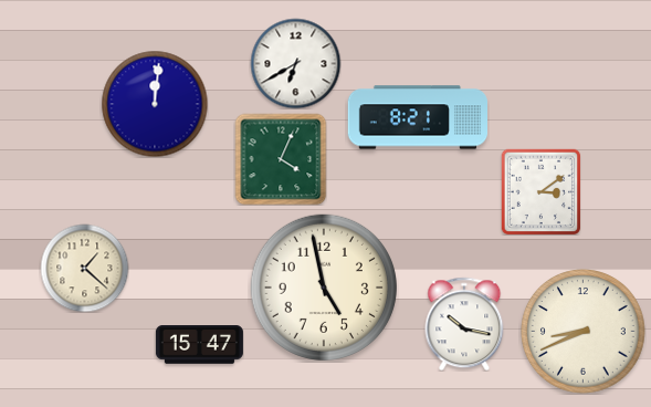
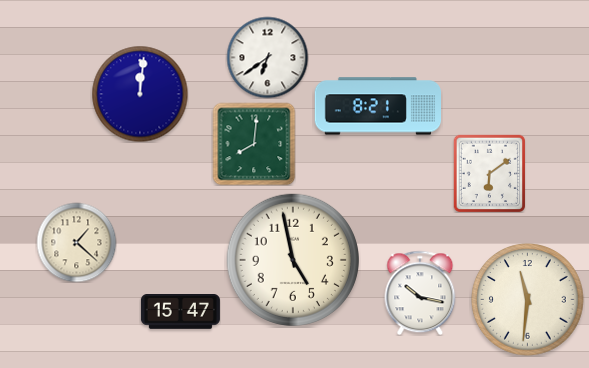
clock at (295, 63): 6:40 -> 6:39
clock at (281, 159): 4:04 -> 8:01
clock at (542, 191): 3:09 -> 6:09
clock at (584, 332): 8:41 -> 11:31
